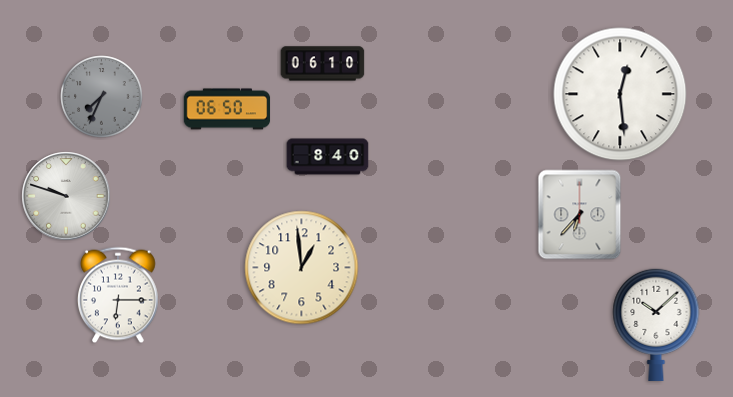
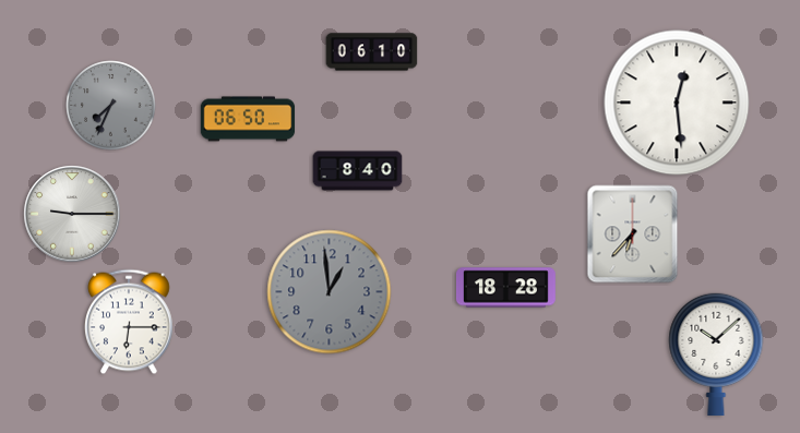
clock at (323, 64) position: (323, 64) -> (372, 52)
clock at (66, 196): 9:48 -> 9:15
clock at (505, 288): none -> 18:28
clock at (302, 268) dial: cream -> grey
